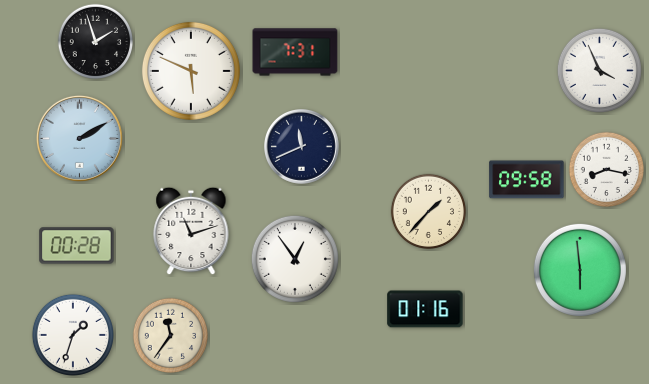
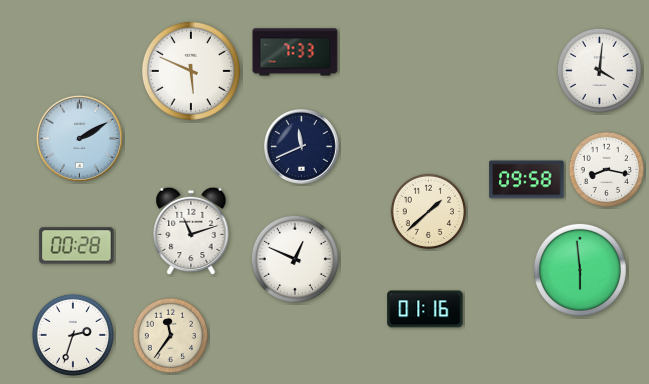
clock at (95, 41): 1:57 -> none
clock at (295, 52): 7:31 -> 7:33
clock at (599, 70): 3:56 -> 4:01
clock at (428, 211): 1:37 -> 1:38
clock at (295, 259): 12:54 -> 12:49
clock at (73, 335): 1:33 -> 2:33
